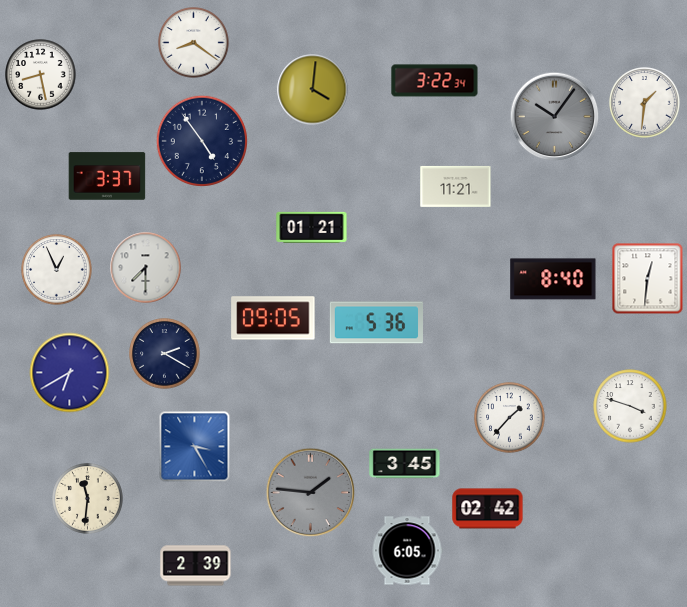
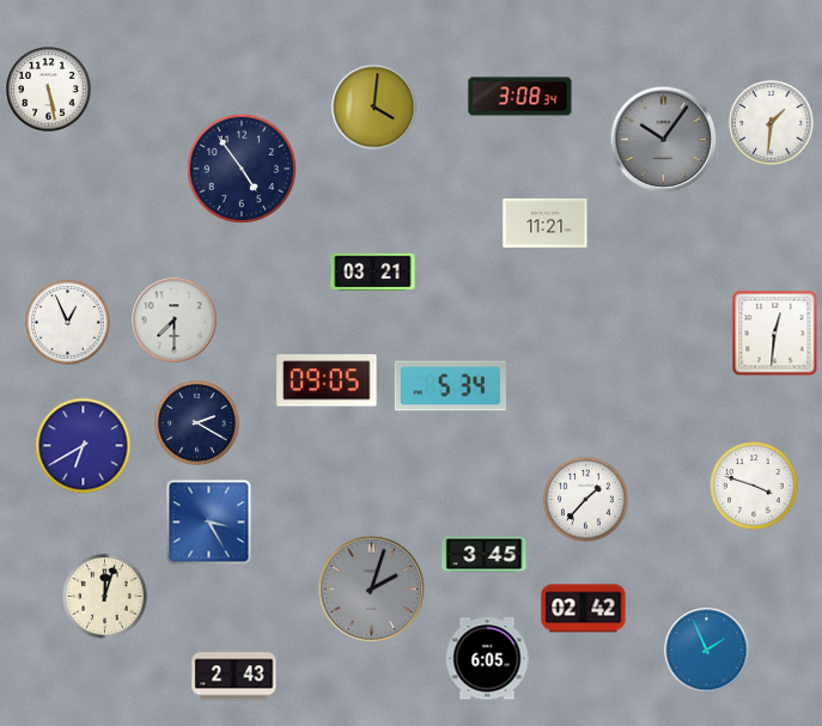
clock at (194, 43): 8:21 -> none
clock at (41, 75): 8:28 -> 5:28
clock at (435, 81): 3:22 -> 3:08
clock at (107, 176): 3:37 -> none
clock at (312, 227): 01:21 -> 03:21
clock at (553, 279): 8:40 -> none
clock at (376, 323): 5:36 -> 5:34
clock at (510, 418) position: (510, 418) -> (586, 500)
clock at (195, 447) position: (195, 447) -> (209, 523)
clock at (311, 493): 1:46 -> 2:03
clock at (88, 499): 11:31 -> 12:03
clock at (707, 651): none -> 1:56
clock at (196, 566): 2:39 -> 2:43
